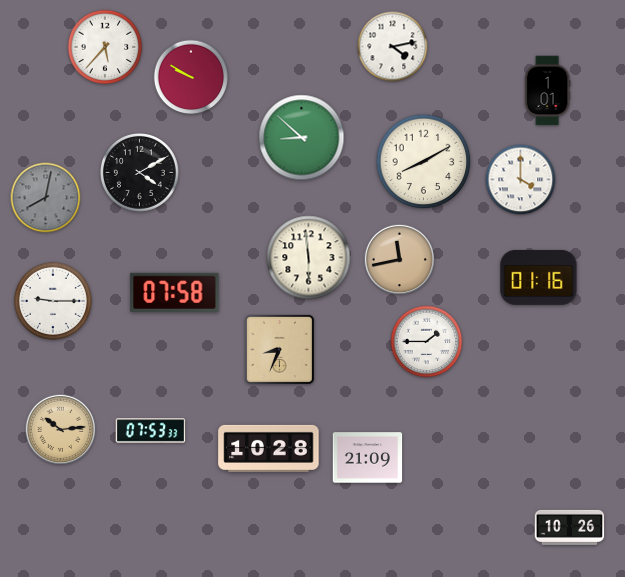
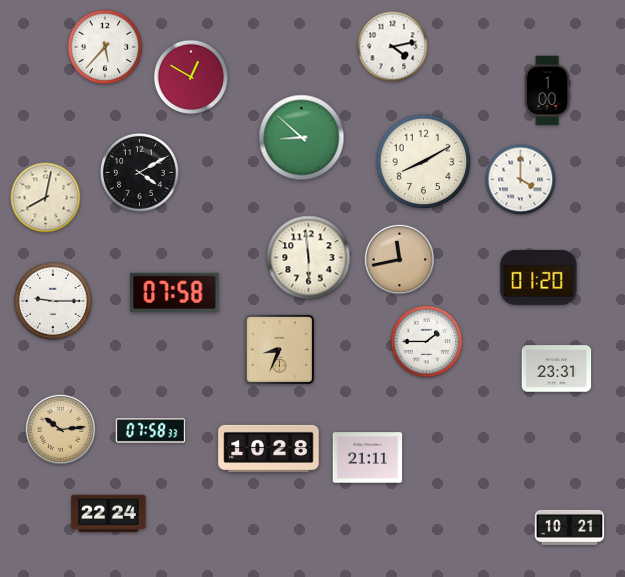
clock at (191, 77): 9:50 -> 12:50
clock at (547, 91): 1:01 -> 1:00
clock at (46, 198) dial: grey -> cream
clock at (539, 277): 01:16 -> 01:20
clock at (557, 369): none -> 23:31
clock at (151, 431): 07:53 -> 07:58
clock at (368, 458): 21:09 -> 21:11
clock at (109, 514): none -> 22:24
clock at (570, 527): 10:26 -> 10:21
